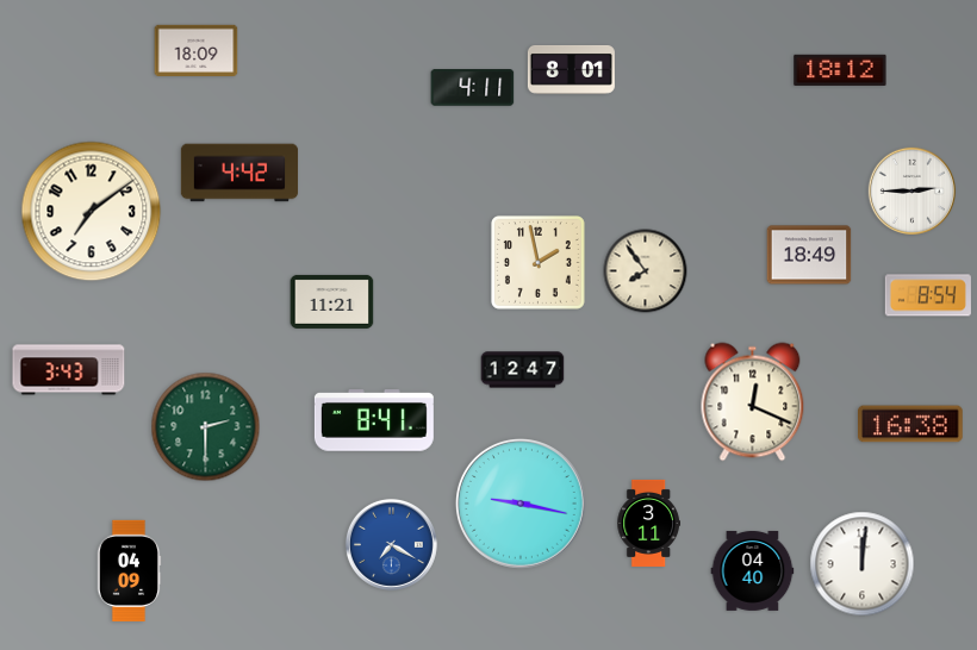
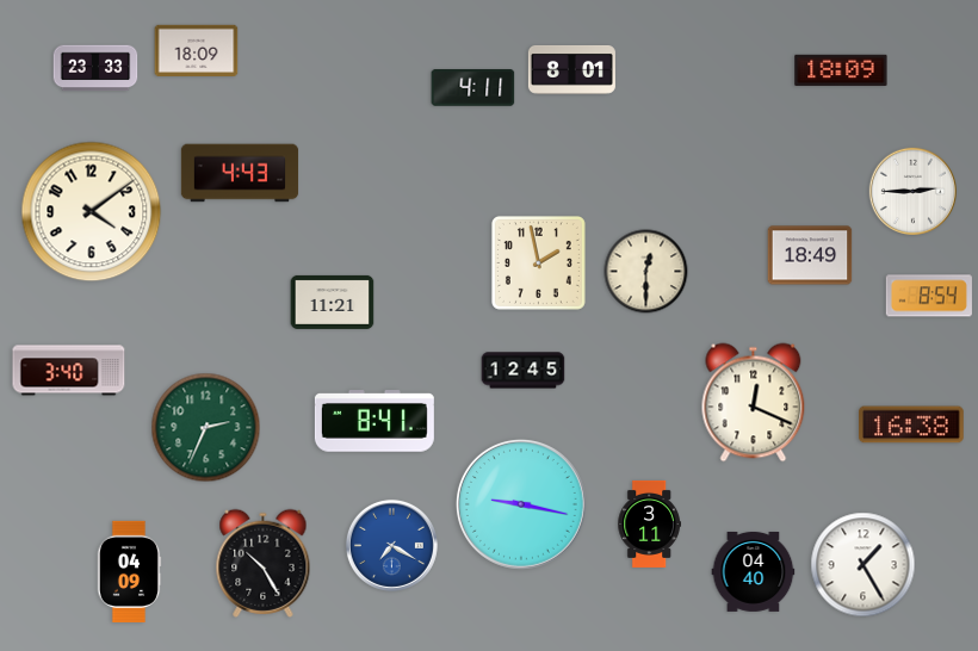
clock at (95, 68): none -> 23:33
clock at (840, 70): 18:12 -> 18:09
clock at (239, 173): 4:42 -> 4:43
clock at (92, 212): 7:09 -> 4:09
clock at (646, 271): 7:54 -> 12:30
clock at (69, 370): 3:43 -> 3:40
clock at (523, 370): 12:47 -> 12:45
clock at (206, 427): 2:30 -> 2:34
clock at (264, 563): none -> 10:25
clock at (863, 564): 12:01 -> 1:25
